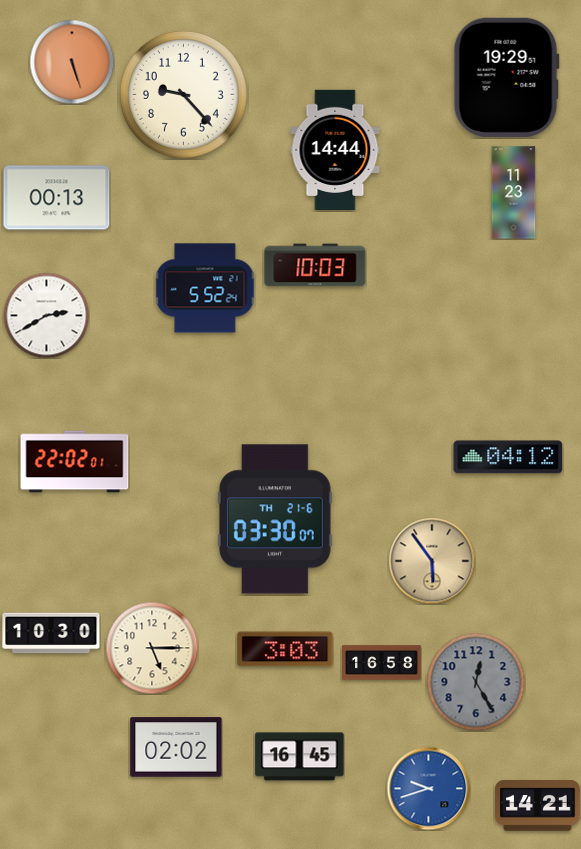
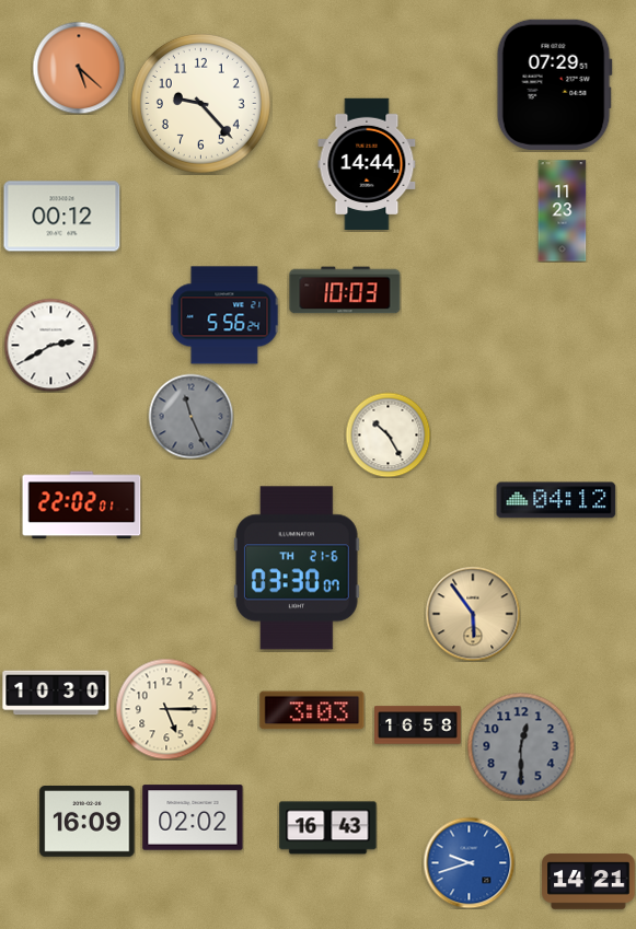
clock at (72, 62): 5:27 -> 5:22
clock at (506, 77): 19:29 -> 07:29
clock at (57, 198): 00:13 -> 00:12
clock at (205, 288): 5:52 -> 5:56
clock at (190, 416): none -> 11:26
clock at (388, 434): none -> 10:25
clock at (275, 519) position: (275, 519) -> (297, 568)
clock at (476, 682): 12:25 -> 12:30
clock at (88, 822): none -> 16:09
clock at (300, 757): 16:45 -> 16:43
